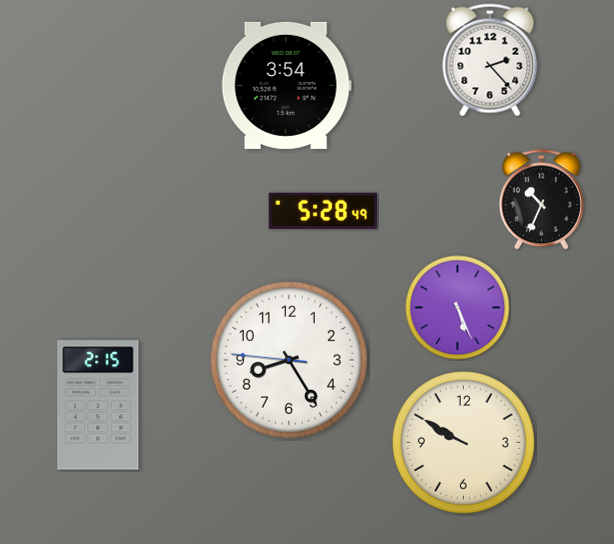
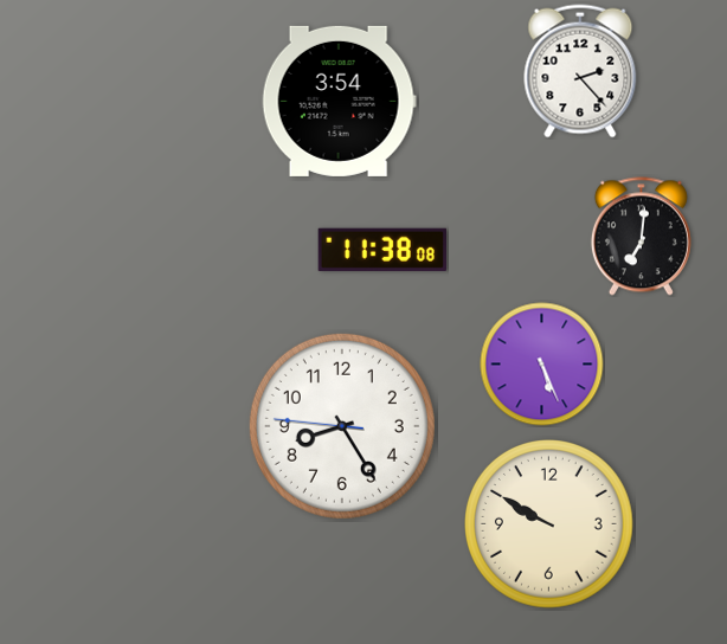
clock at (541, 200): 10:34 -> 7:01
clock at (322, 211): 5:28 -> 11:38
clock at (98, 405): 2:15 -> none
